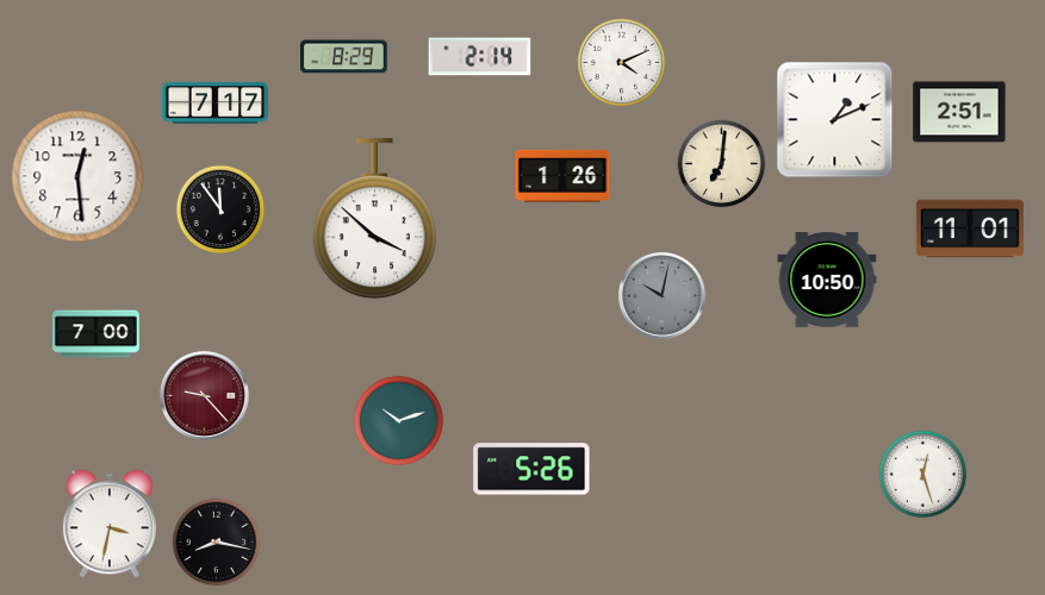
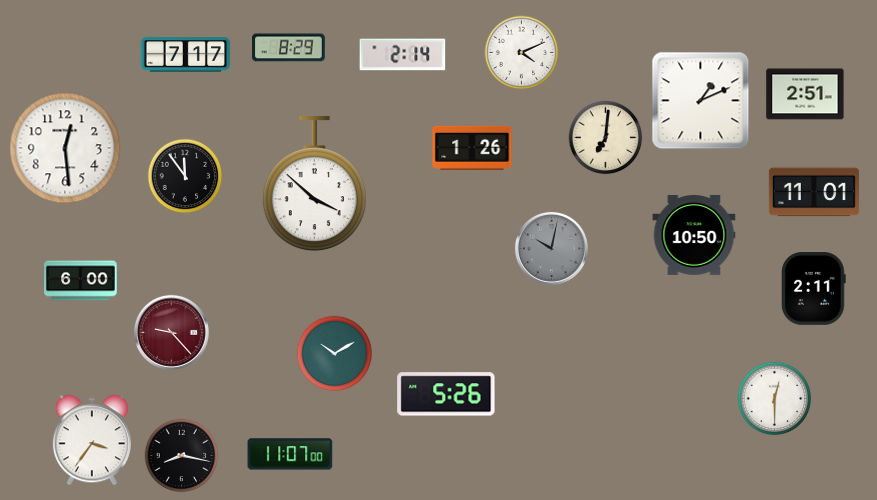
clock at (480, 57) position: (480, 57) -> (403, 55)
clock at (214, 104) position: (214, 104) -> (185, 55)
clock at (661, 295) position: (661, 295) -> (551, 248)
clock at (97, 334): 7:00 -> 6:00
clock at (814, 289): none -> 2:11
clock at (399, 421): 10:12 -> 10:10
clock at (923, 475): 12:27 -> 12:30
clock at (110, 524): 3:32 -> 3:36
clock at (290, 454): none -> 11:07
